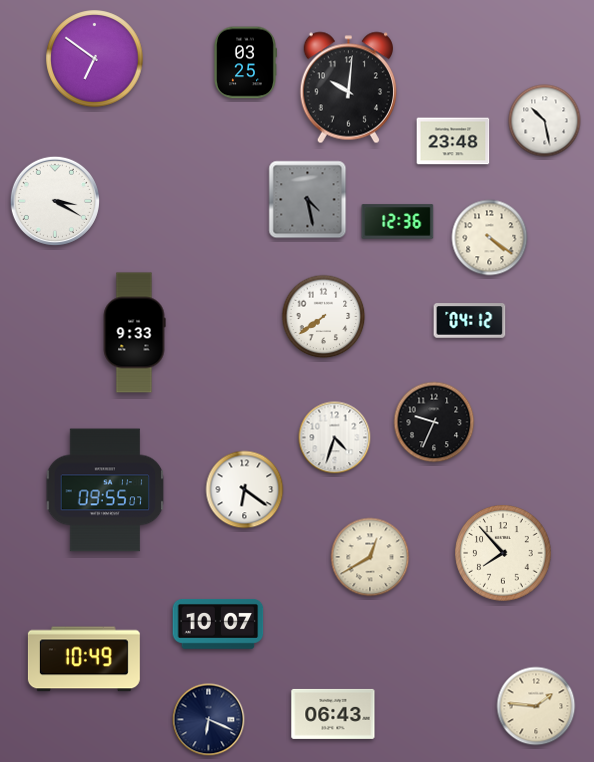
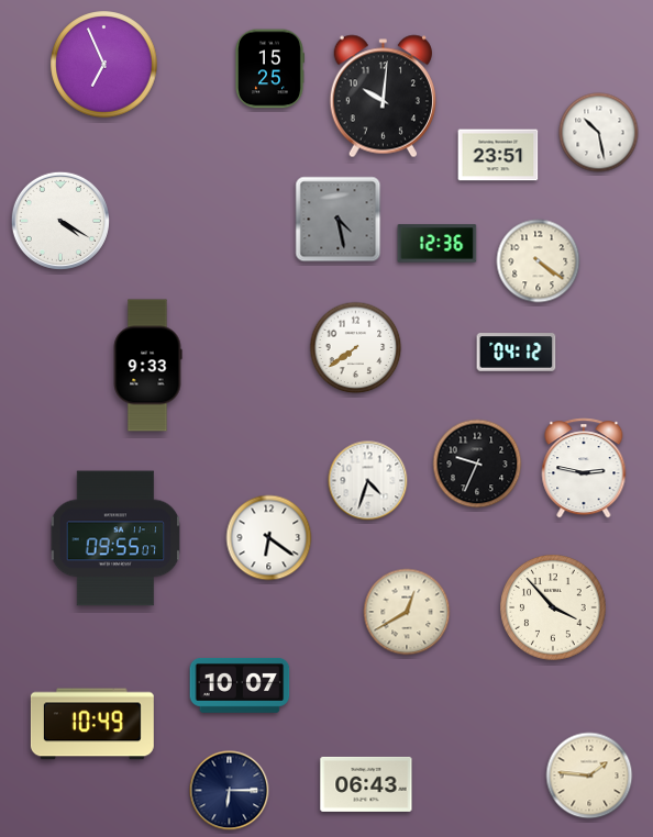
clock at (95, 59): 6:51 -> 6:56
clock at (246, 63): 03:25 -> 15:25
clock at (453, 141): 23:48 -> 23:51
clock at (55, 201): 3:20 -> 4:20
clock at (584, 468): none -> 2:47
clock at (503, 553): 7:53 -> 3:53
clock at (209, 720): 6:19 -> 6:15
